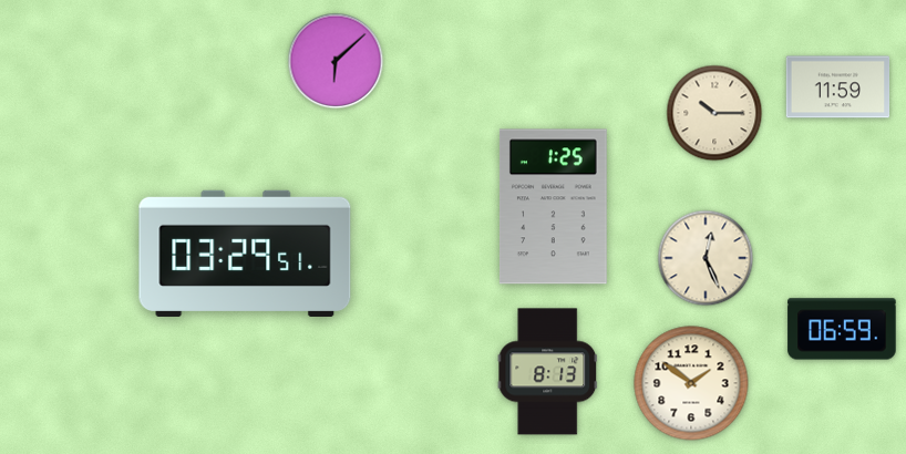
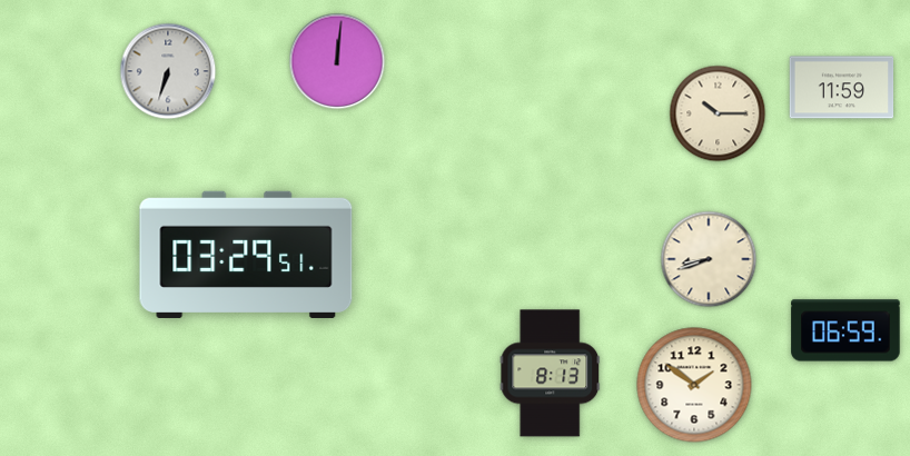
clock at (336, 61): 6:08 -> 12:01
clock at (168, 71): none -> 6:33
clock at (553, 207): 1:25 -> none
clock at (706, 258): 12:26 -> 8:42
